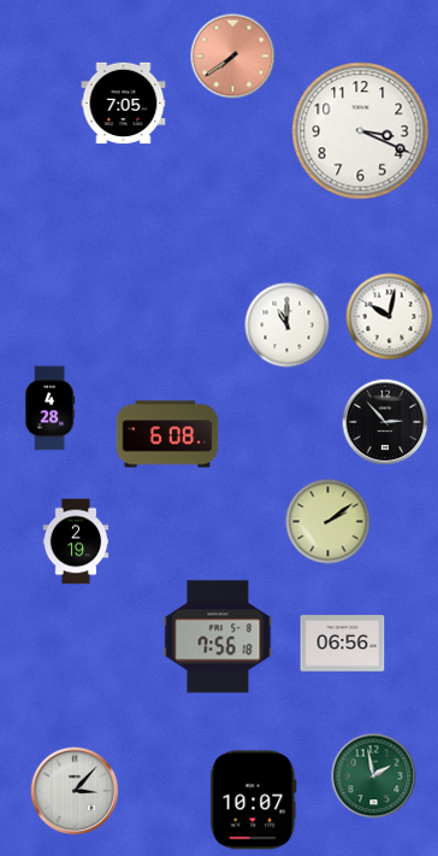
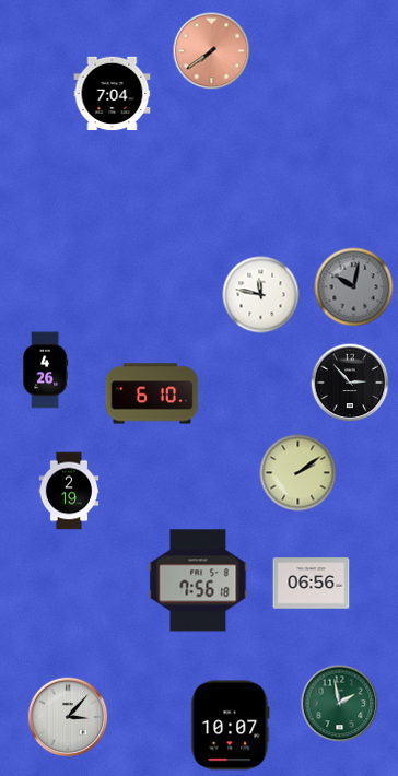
clock at (124, 104): 7:05 -> 7:04
clock at (361, 131): 3:19 -> none
clock at (390, 317) dial: white -> grey
clock at (288, 326): 11:00 -> 11:47
clock at (49, 409): 4:28 -> 4:26
clock at (167, 434): 6:08 -> 6:10
clock at (218, 637) position: (218, 637) -> (198, 580)
